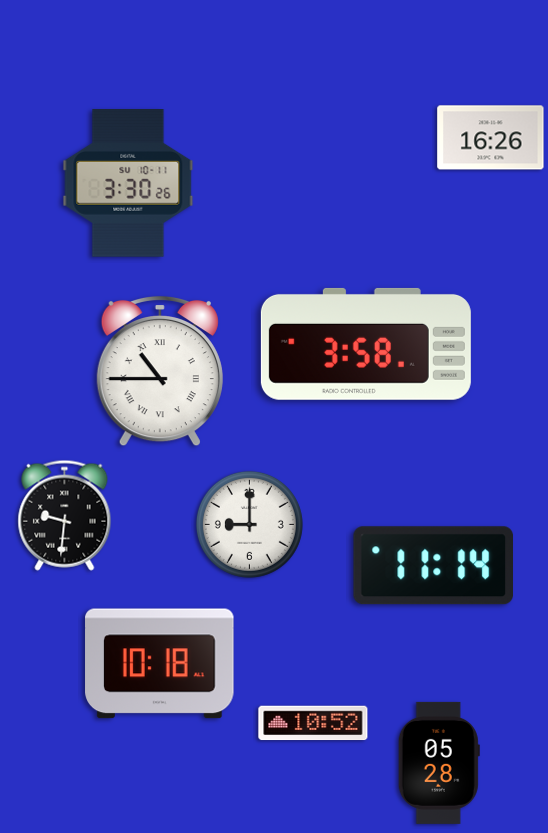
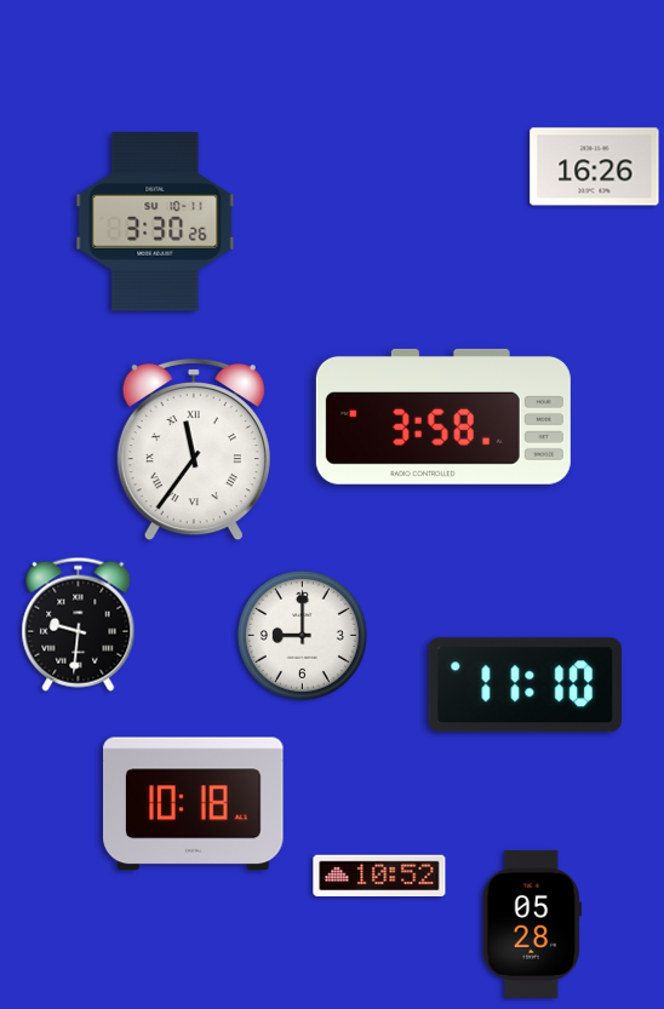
clock at (160, 371): 10:45 -> 11:36
clock at (433, 566): 11:14 -> 11:10
